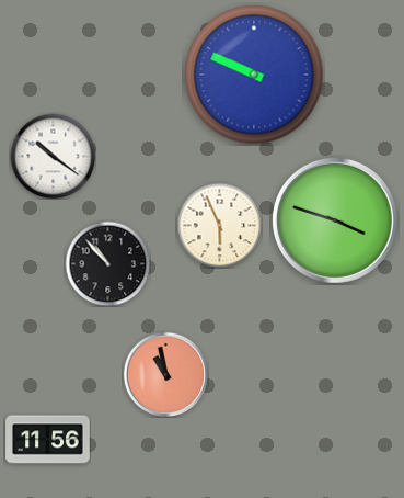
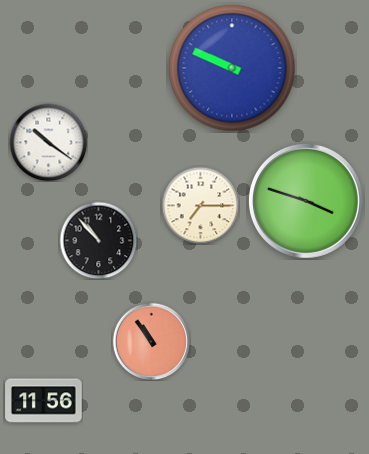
clock at (219, 225): 5:56 -> 7:15
clock at (165, 374): 10:58 -> 10:54
